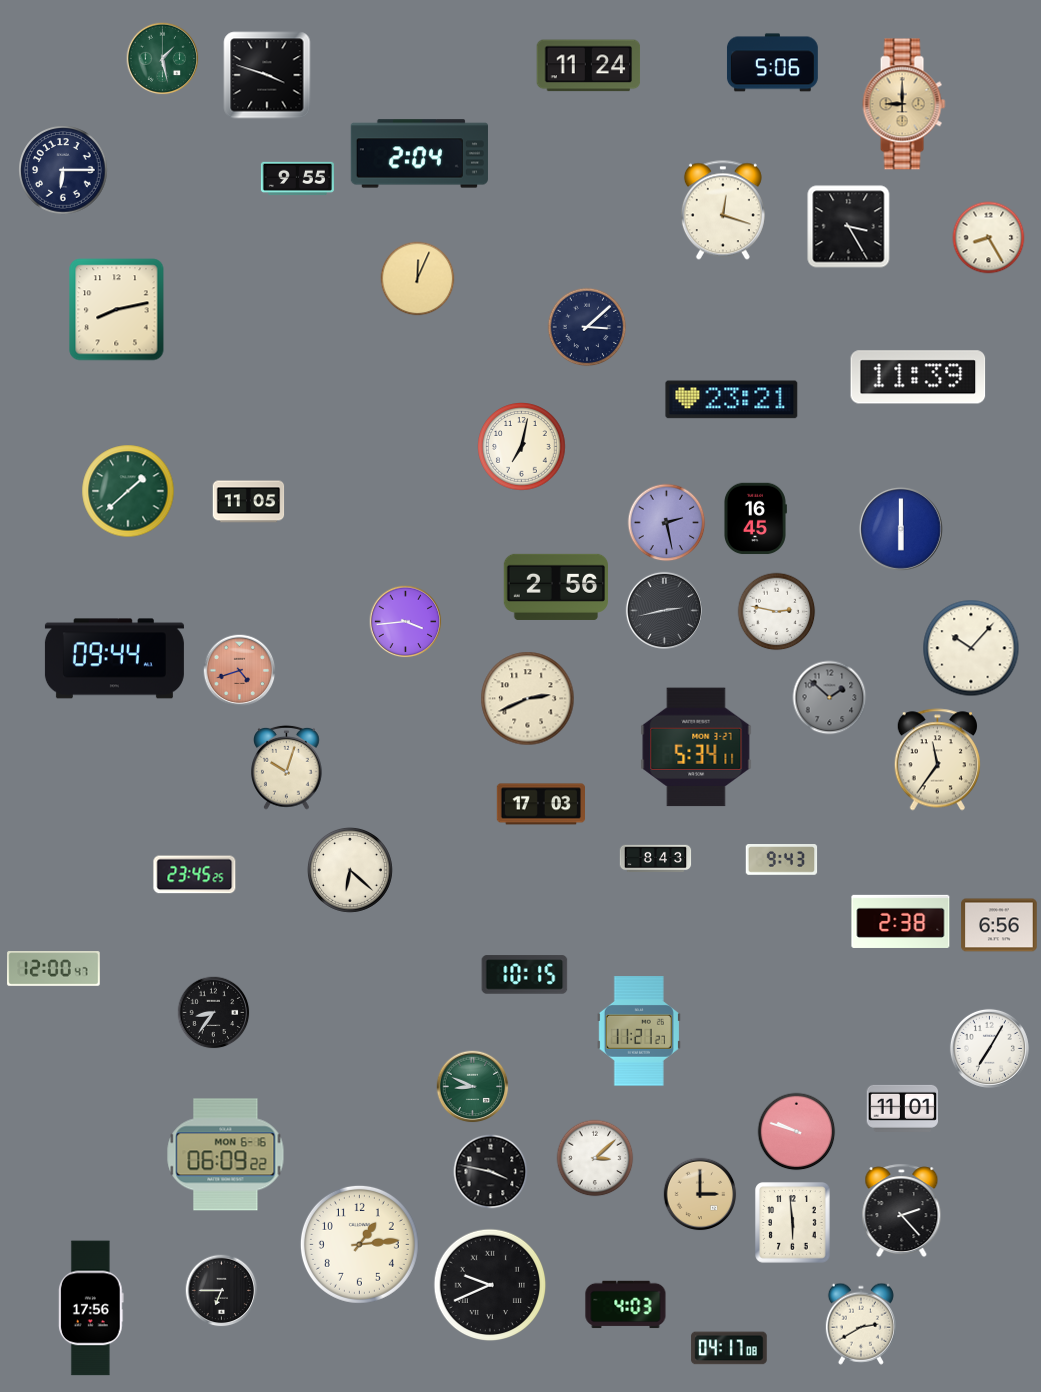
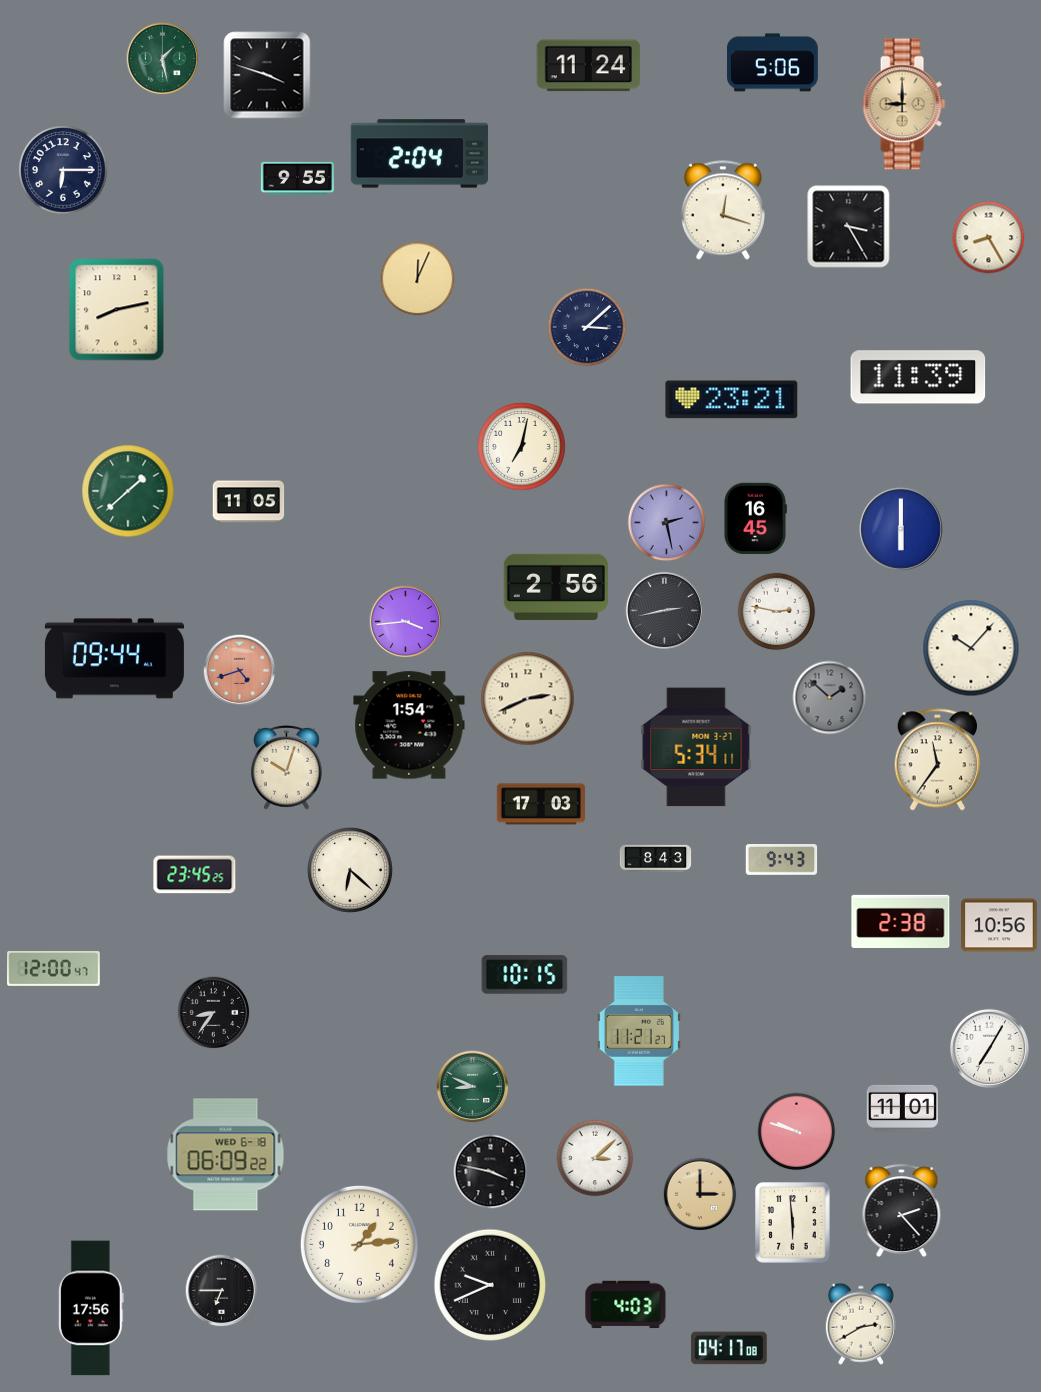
clock at (409, 725): none -> 1:54
clock at (999, 925): 6:56 -> 10:56
clock at (226, 1155) date: MON 6-16 -> WED 6-18
